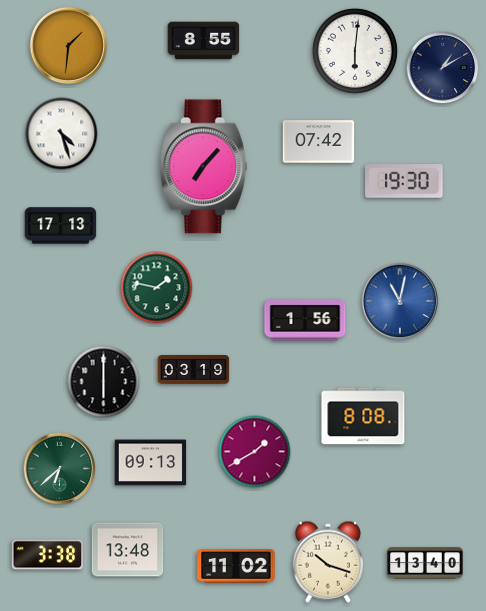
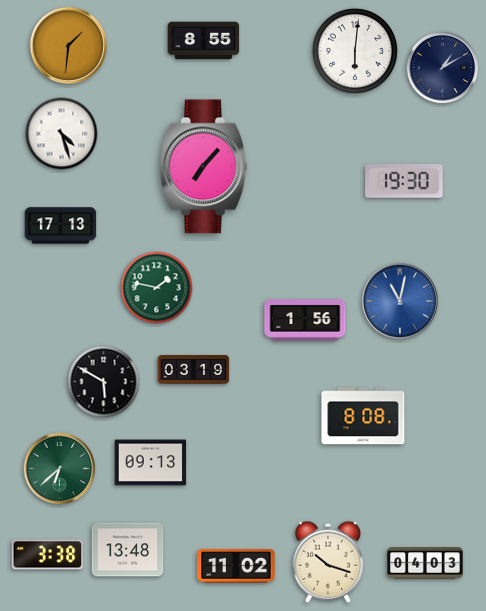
clock at (319, 142): 07:42 -> none
clock at (104, 382): 6:00 -> 5:50
clock at (255, 452): 1:40 -> none
clock at (425, 563): 13:40 -> 04:03
